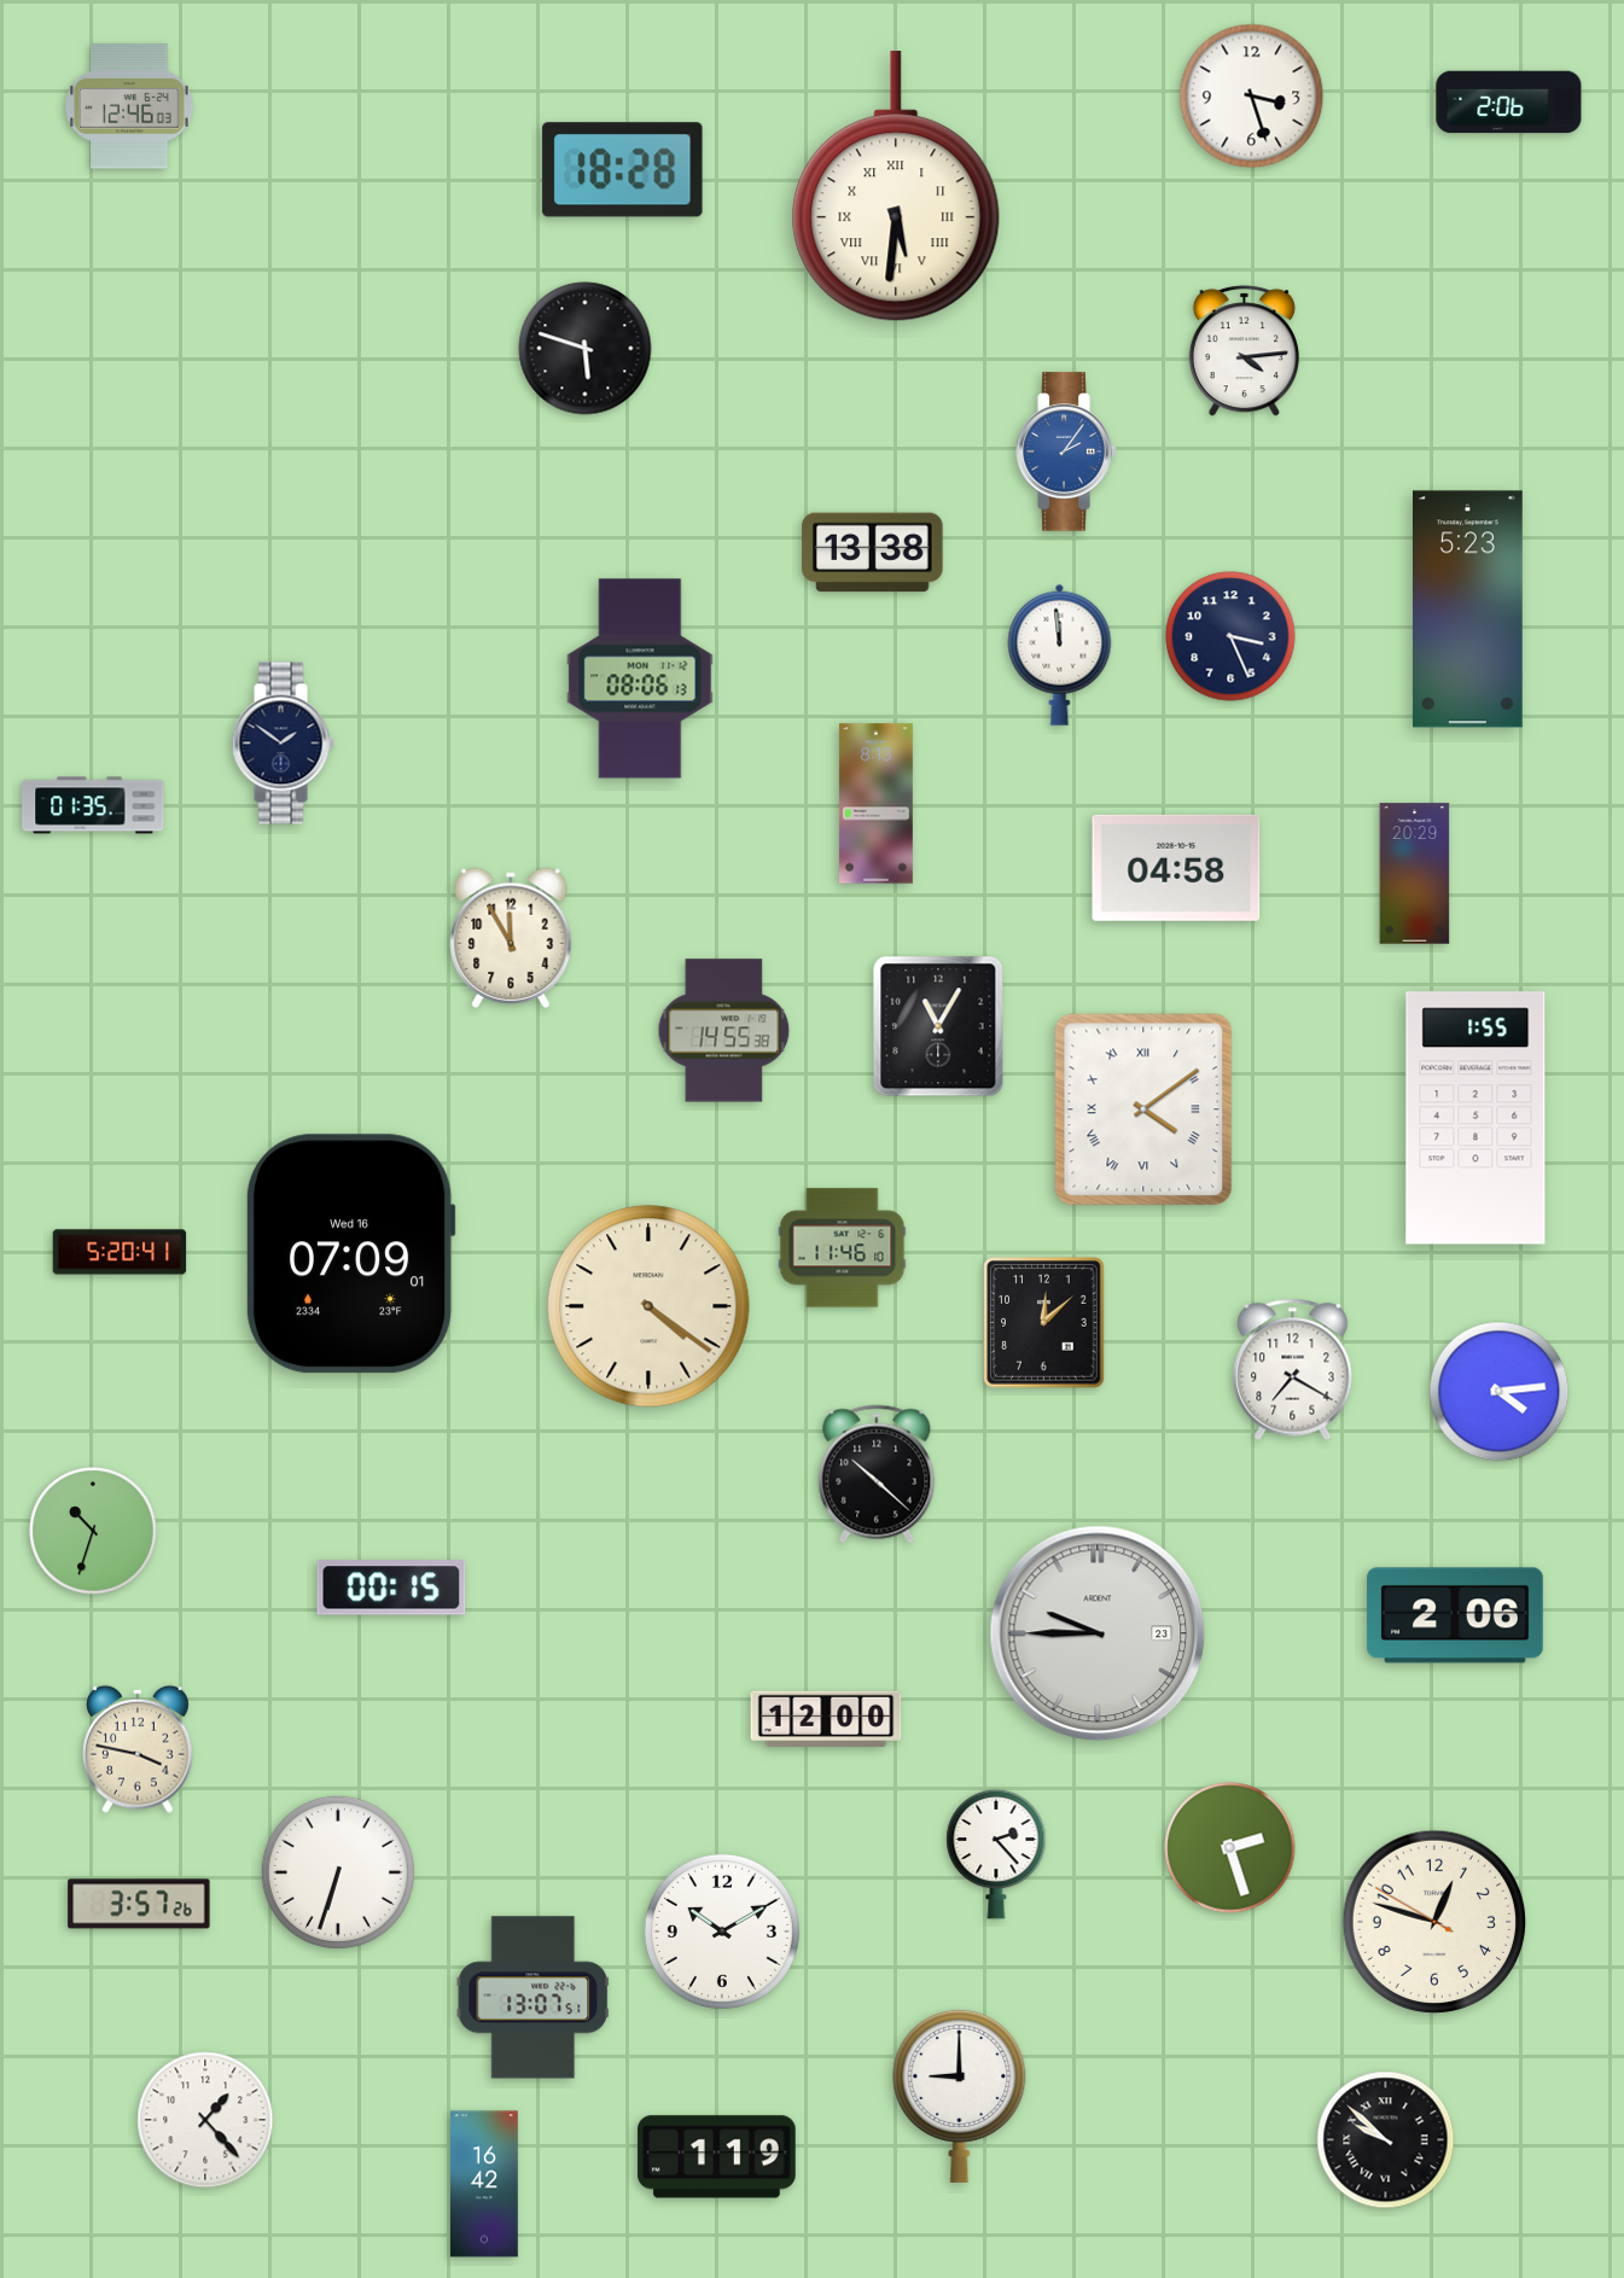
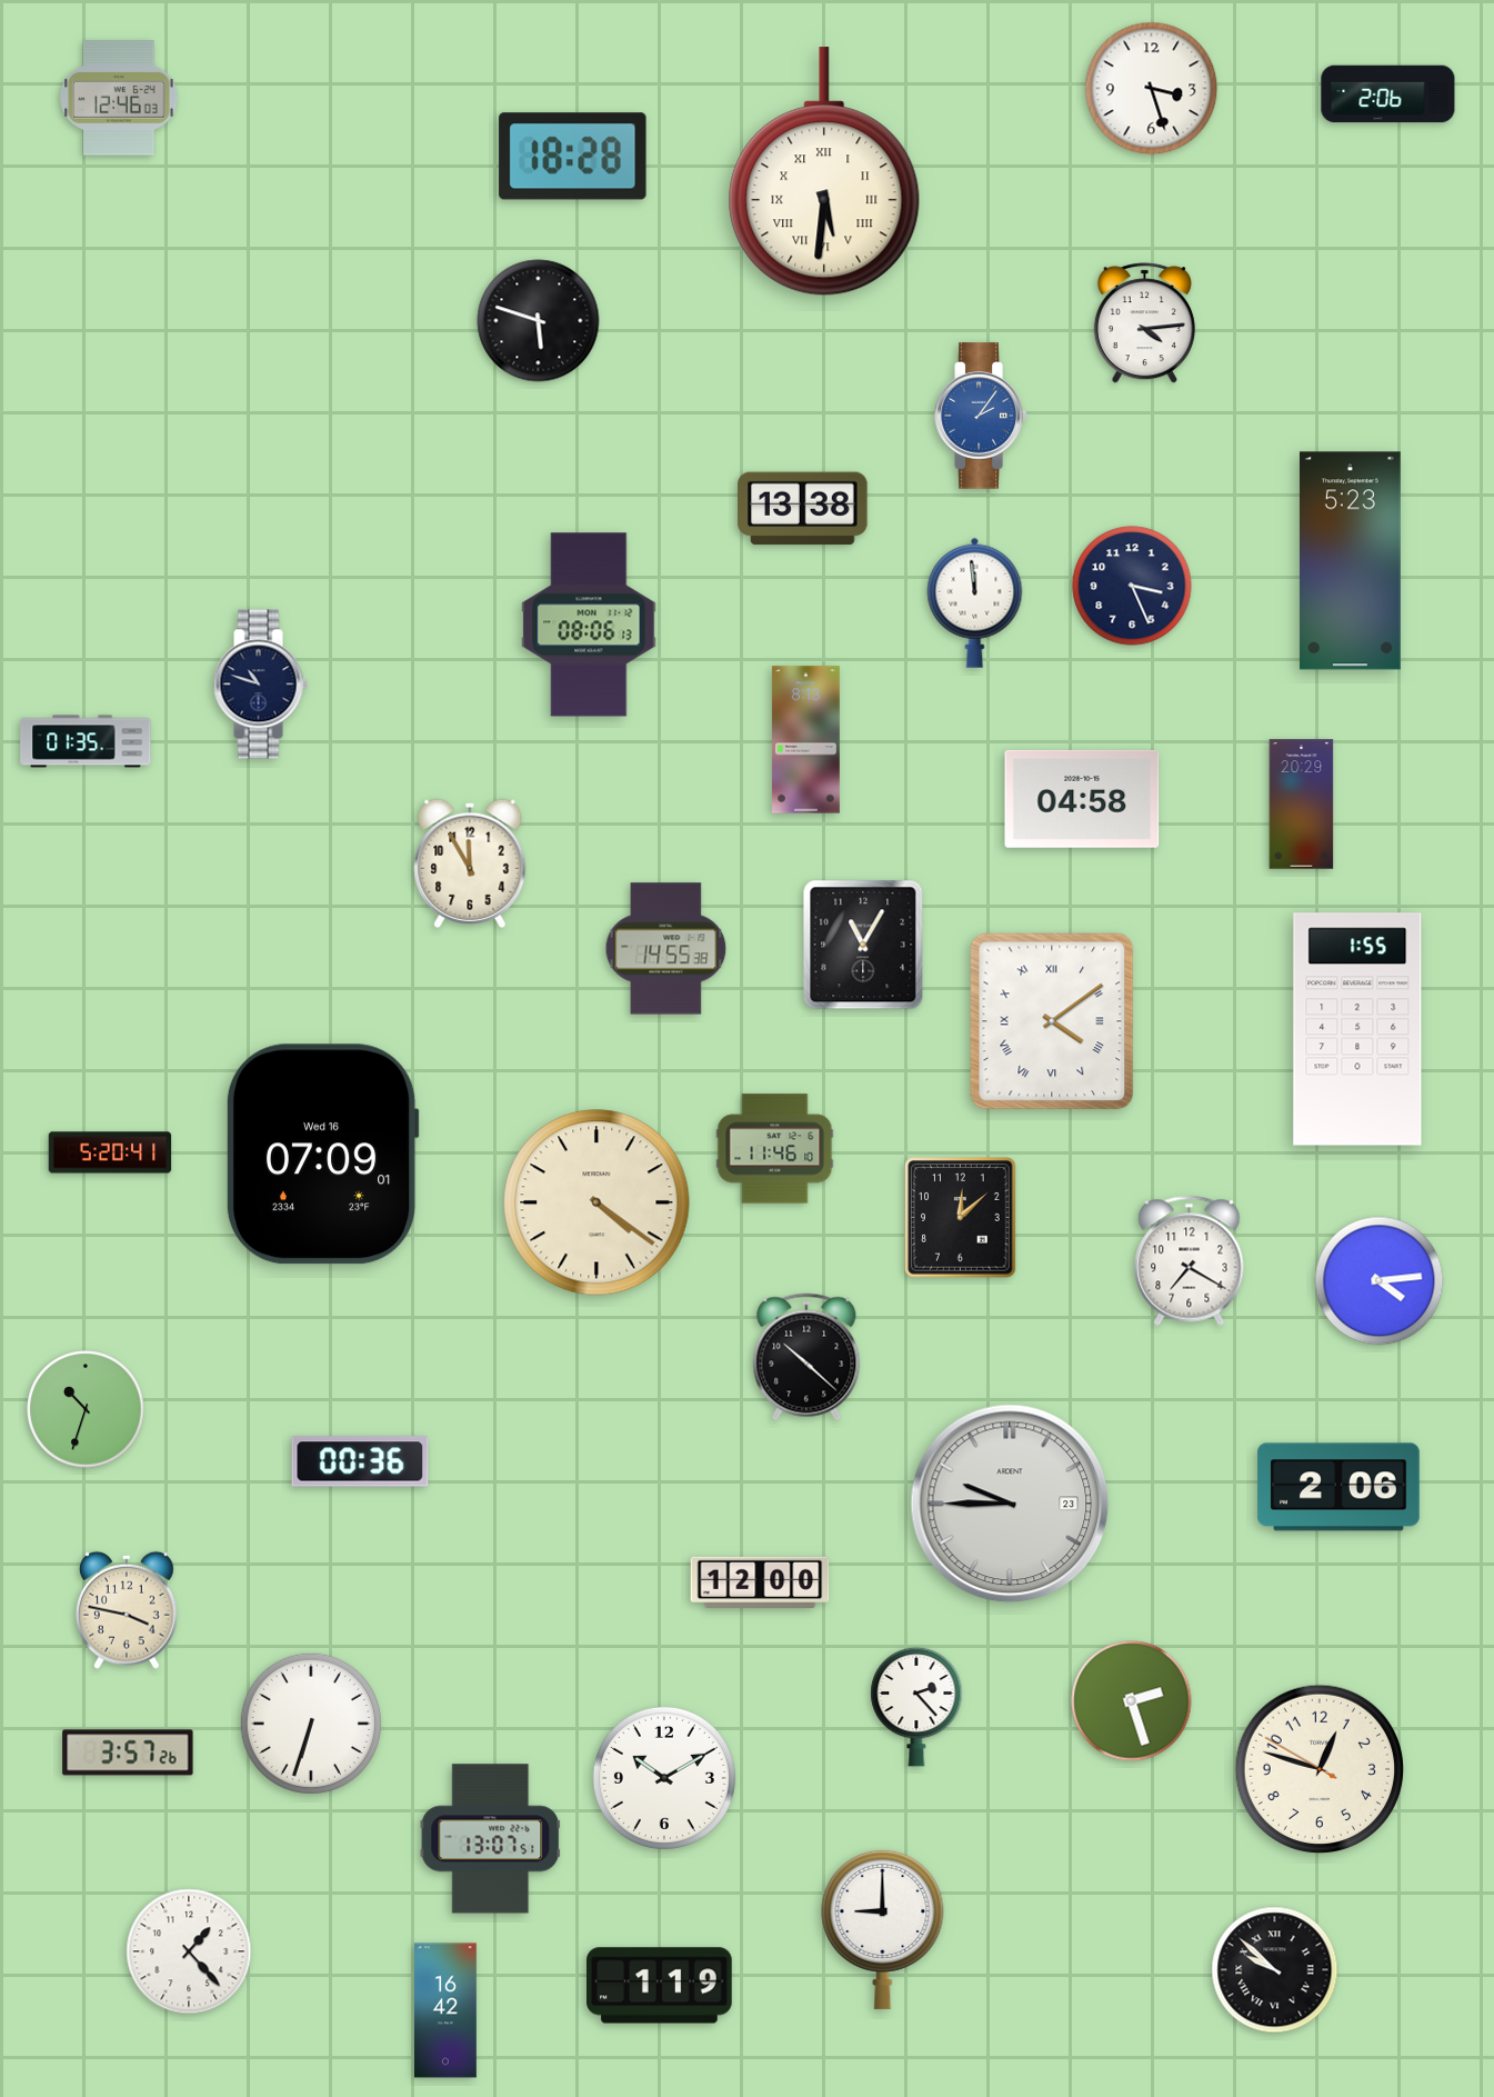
clock at (283, 744): 1:51 -> 10:48
clock at (391, 1587): 00:15 -> 00:36
